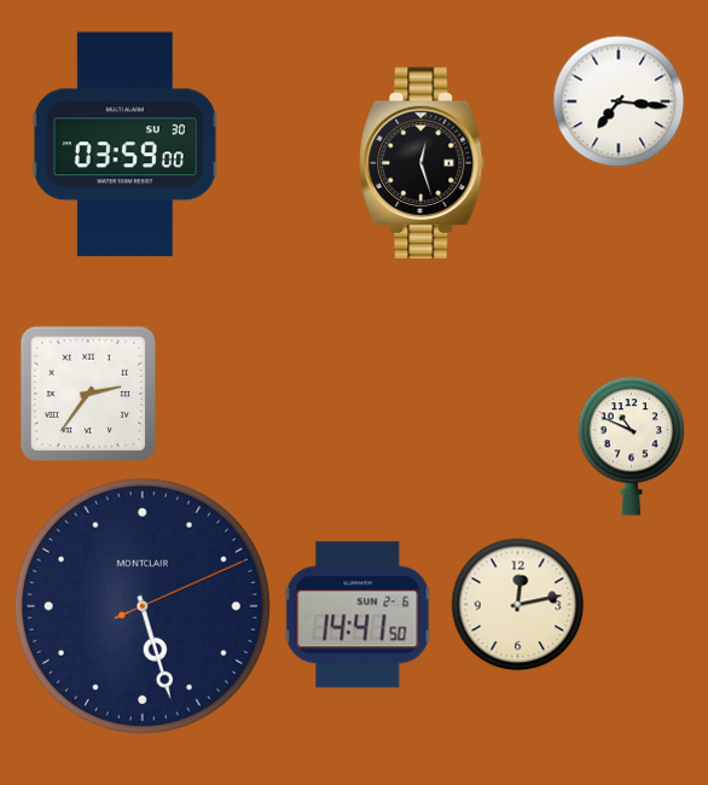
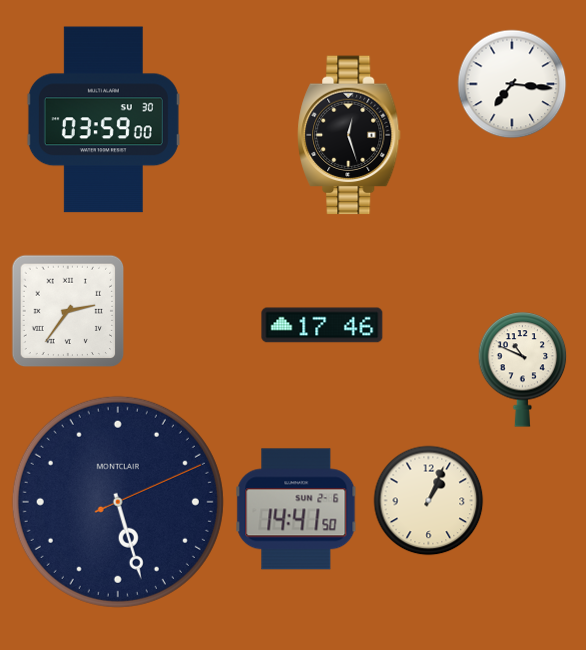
clock at (322, 325): none -> 17:46
clock at (88, 394) position: (88, 394) -> (68, 311)
clock at (518, 605): 12:13 -> 1:04
